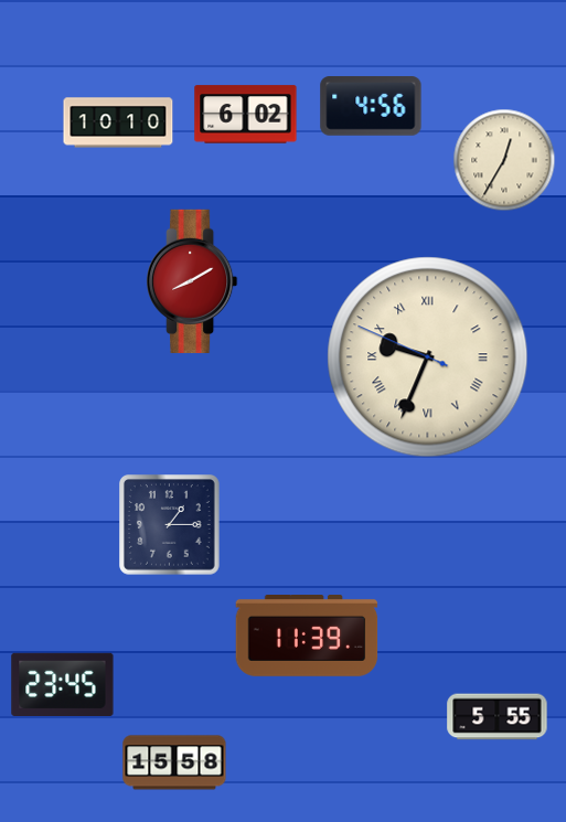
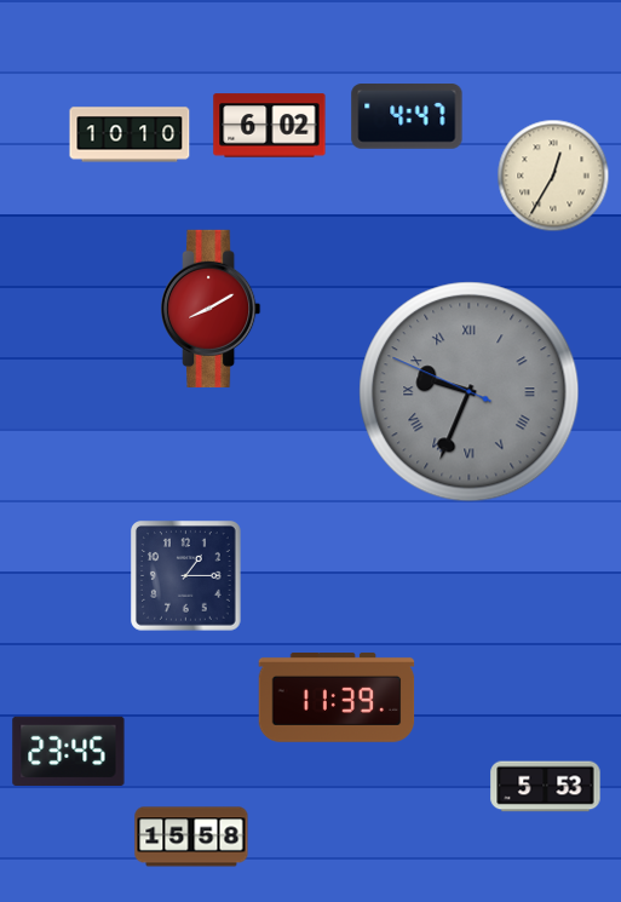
clock at (371, 106): 4:56 -> 4:47
clock at (428, 357) dial: cream -> grey
clock at (498, 717): 5:55 -> 5:53
